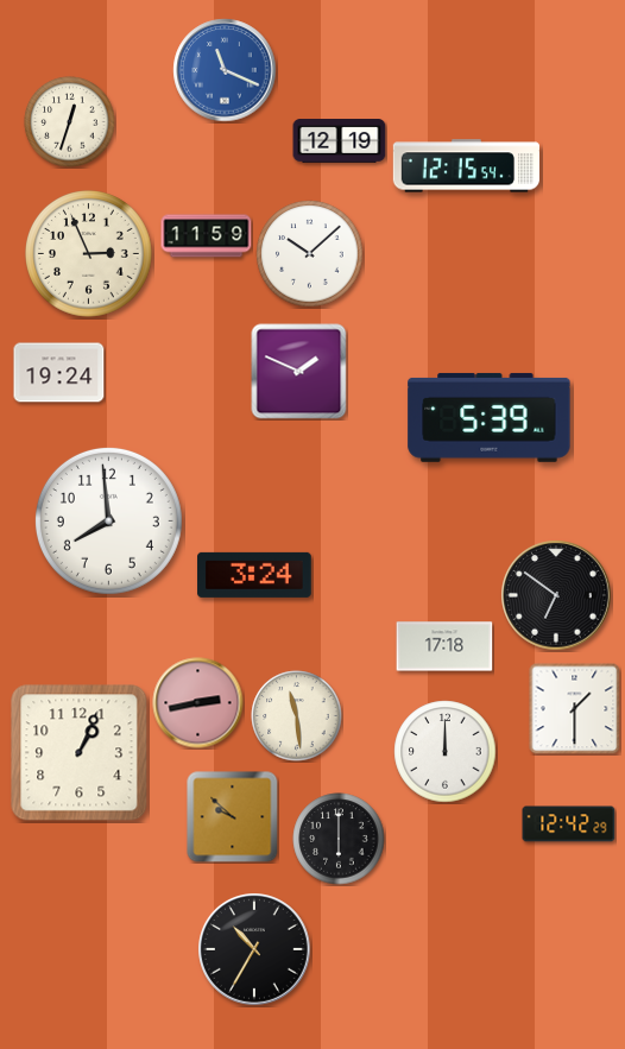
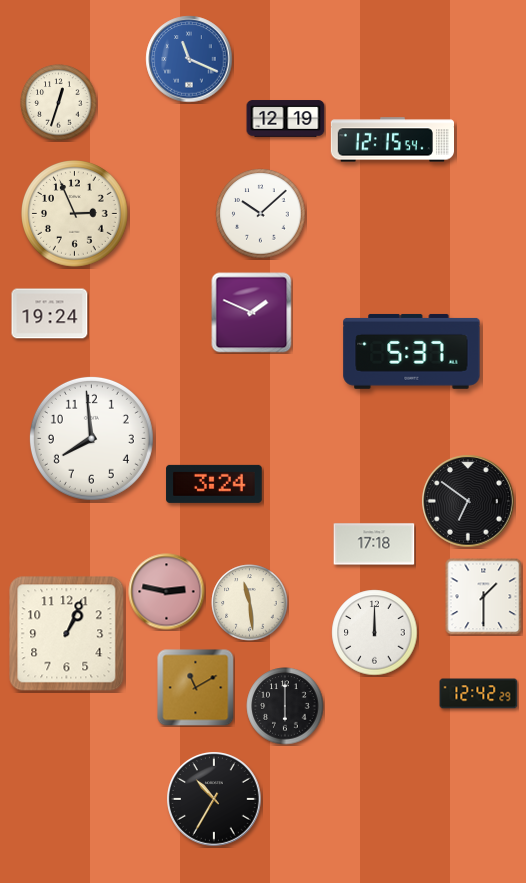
clock at (207, 236): 11:59 -> none
clock at (490, 417): 5:39 -> 5:37
clock at (198, 703): 2:43 -> 2:47
clock at (233, 817): 9:52 -> 11:10
